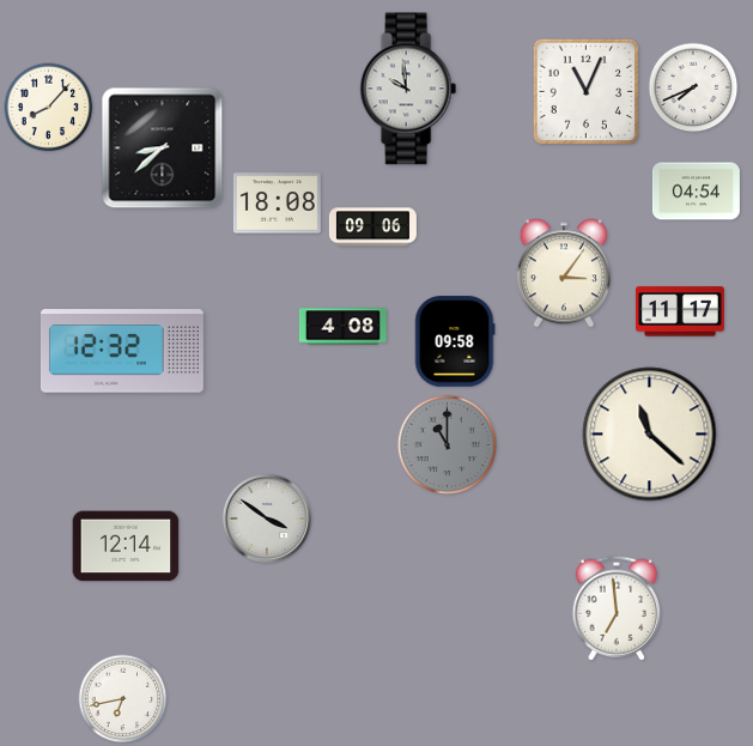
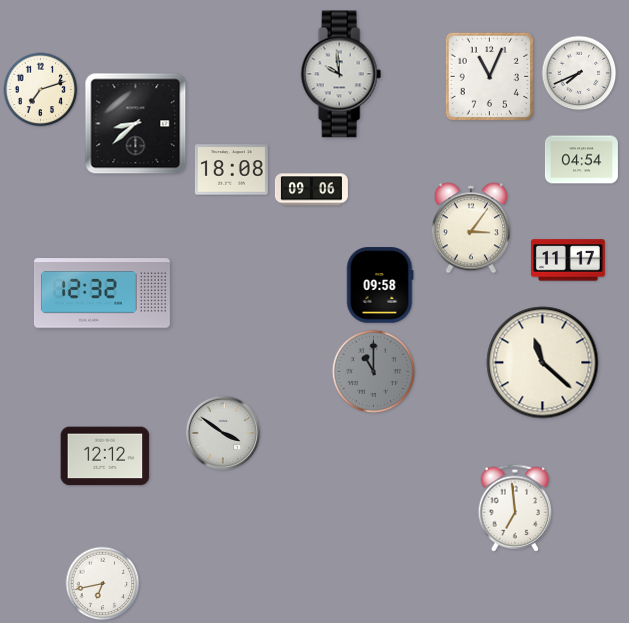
clock at (49, 108): 8:07 -> 7:12
clock at (342, 327): 4:08 -> none
clock at (126, 546): 12:14 -> 12:12
